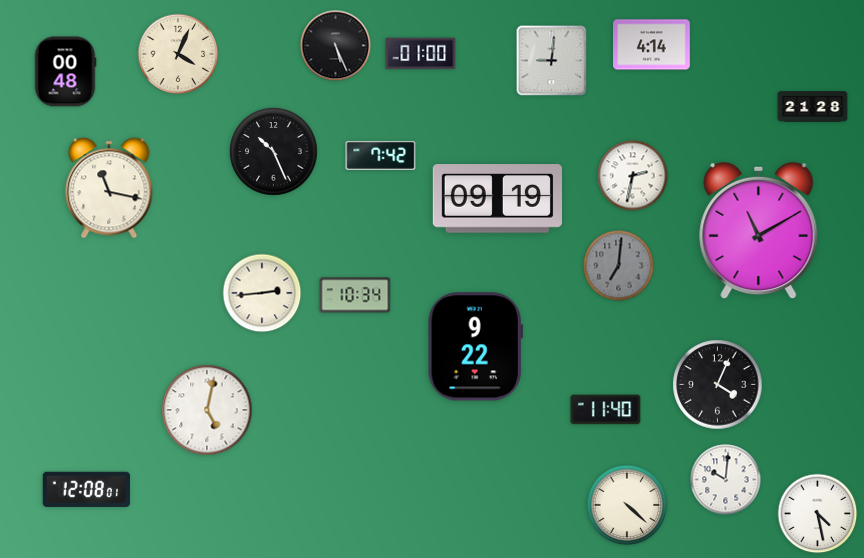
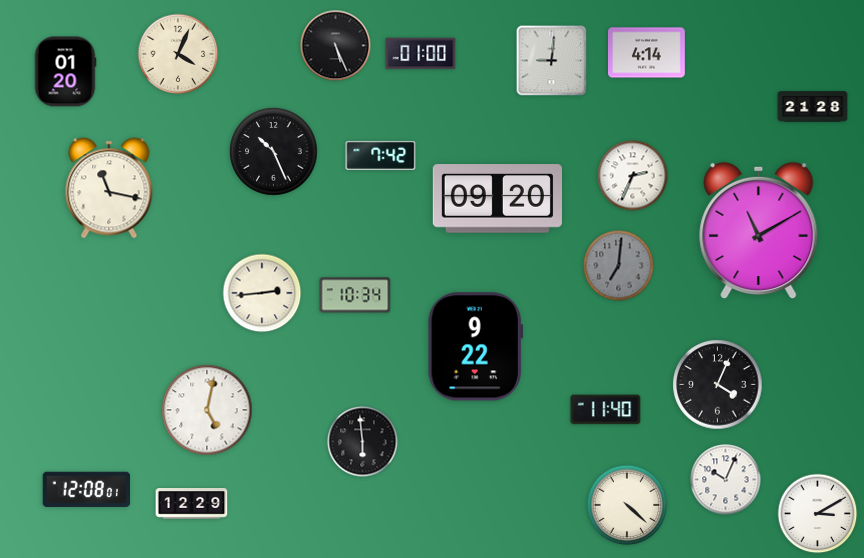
clock at (652, 45) position: (652, 45) -> (647, 53)
clock at (65, 72): 00:48 -> 01:20
clock at (633, 176): 2:32 -> 2:34
clock at (497, 199): 09:19 -> 09:20
clock at (363, 442): none -> 5:59
clock at (726, 480): 10:01 -> 10:04
clock at (192, 504): none -> 12:29
clock at (818, 514): 4:28 -> 3:10
